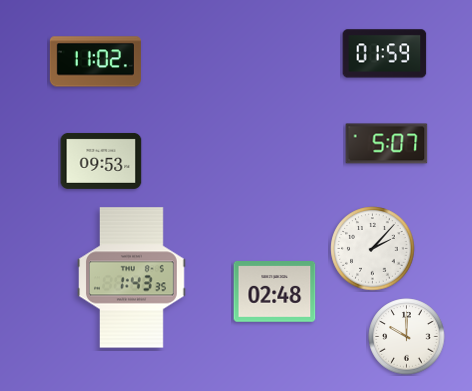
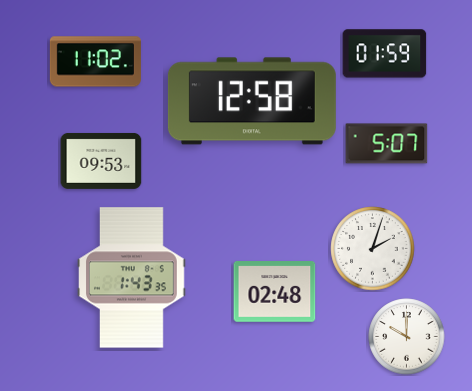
clock at (252, 101): none -> 12:58
clock at (373, 249): 2:07 -> 2:03
